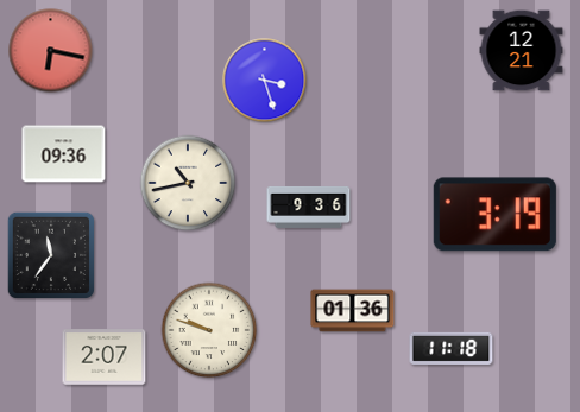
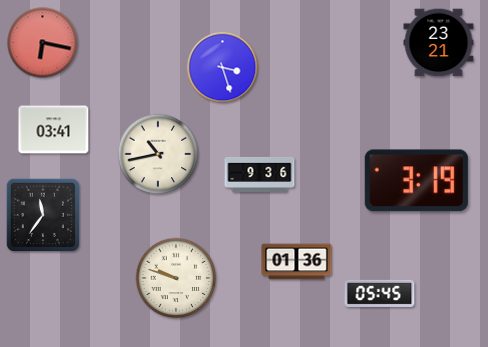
clock at (522, 51): 12:21 -> 23:21
clock at (64, 154): 09:36 -> 03:41
clock at (452, 348): 11:18 -> 05:45
clock at (105, 357): 2:07 -> none
